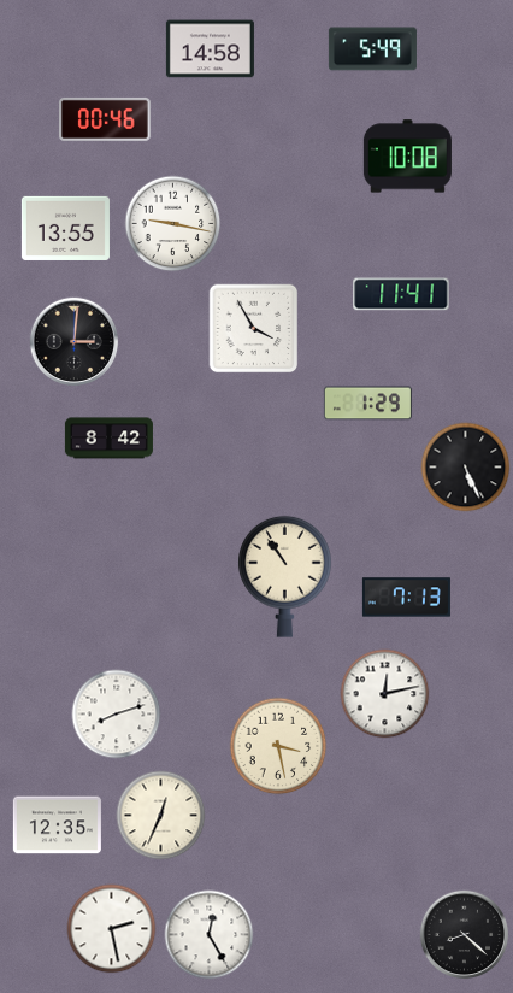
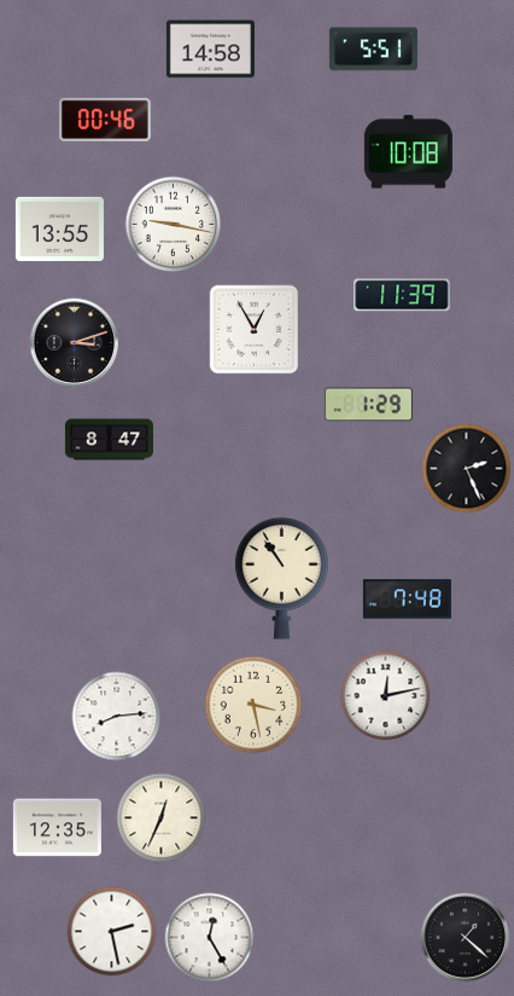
clock at (372, 49): 5:49 -> 5:51
clock at (407, 157) position: (407, 157) -> (408, 152)
clock at (65, 228) position: (65, 228) -> (59, 228)
clock at (401, 294): 11:41 -> 11:39
clock at (254, 329): 3:55 -> 12:55
clock at (75, 342): 3:01 -> 3:12
clock at (108, 439): 8:42 -> 8:47
clock at (466, 468): 5:26 -> 2:26
clock at (285, 576) position: (285, 576) -> (282, 578)
clock at (406, 598): 7:13 -> 7:48
clock at (117, 715): 8:12 -> 8:14
clock at (278, 746) position: (278, 746) -> (253, 705)
clock at (465, 935): 8:22 -> 1:22
